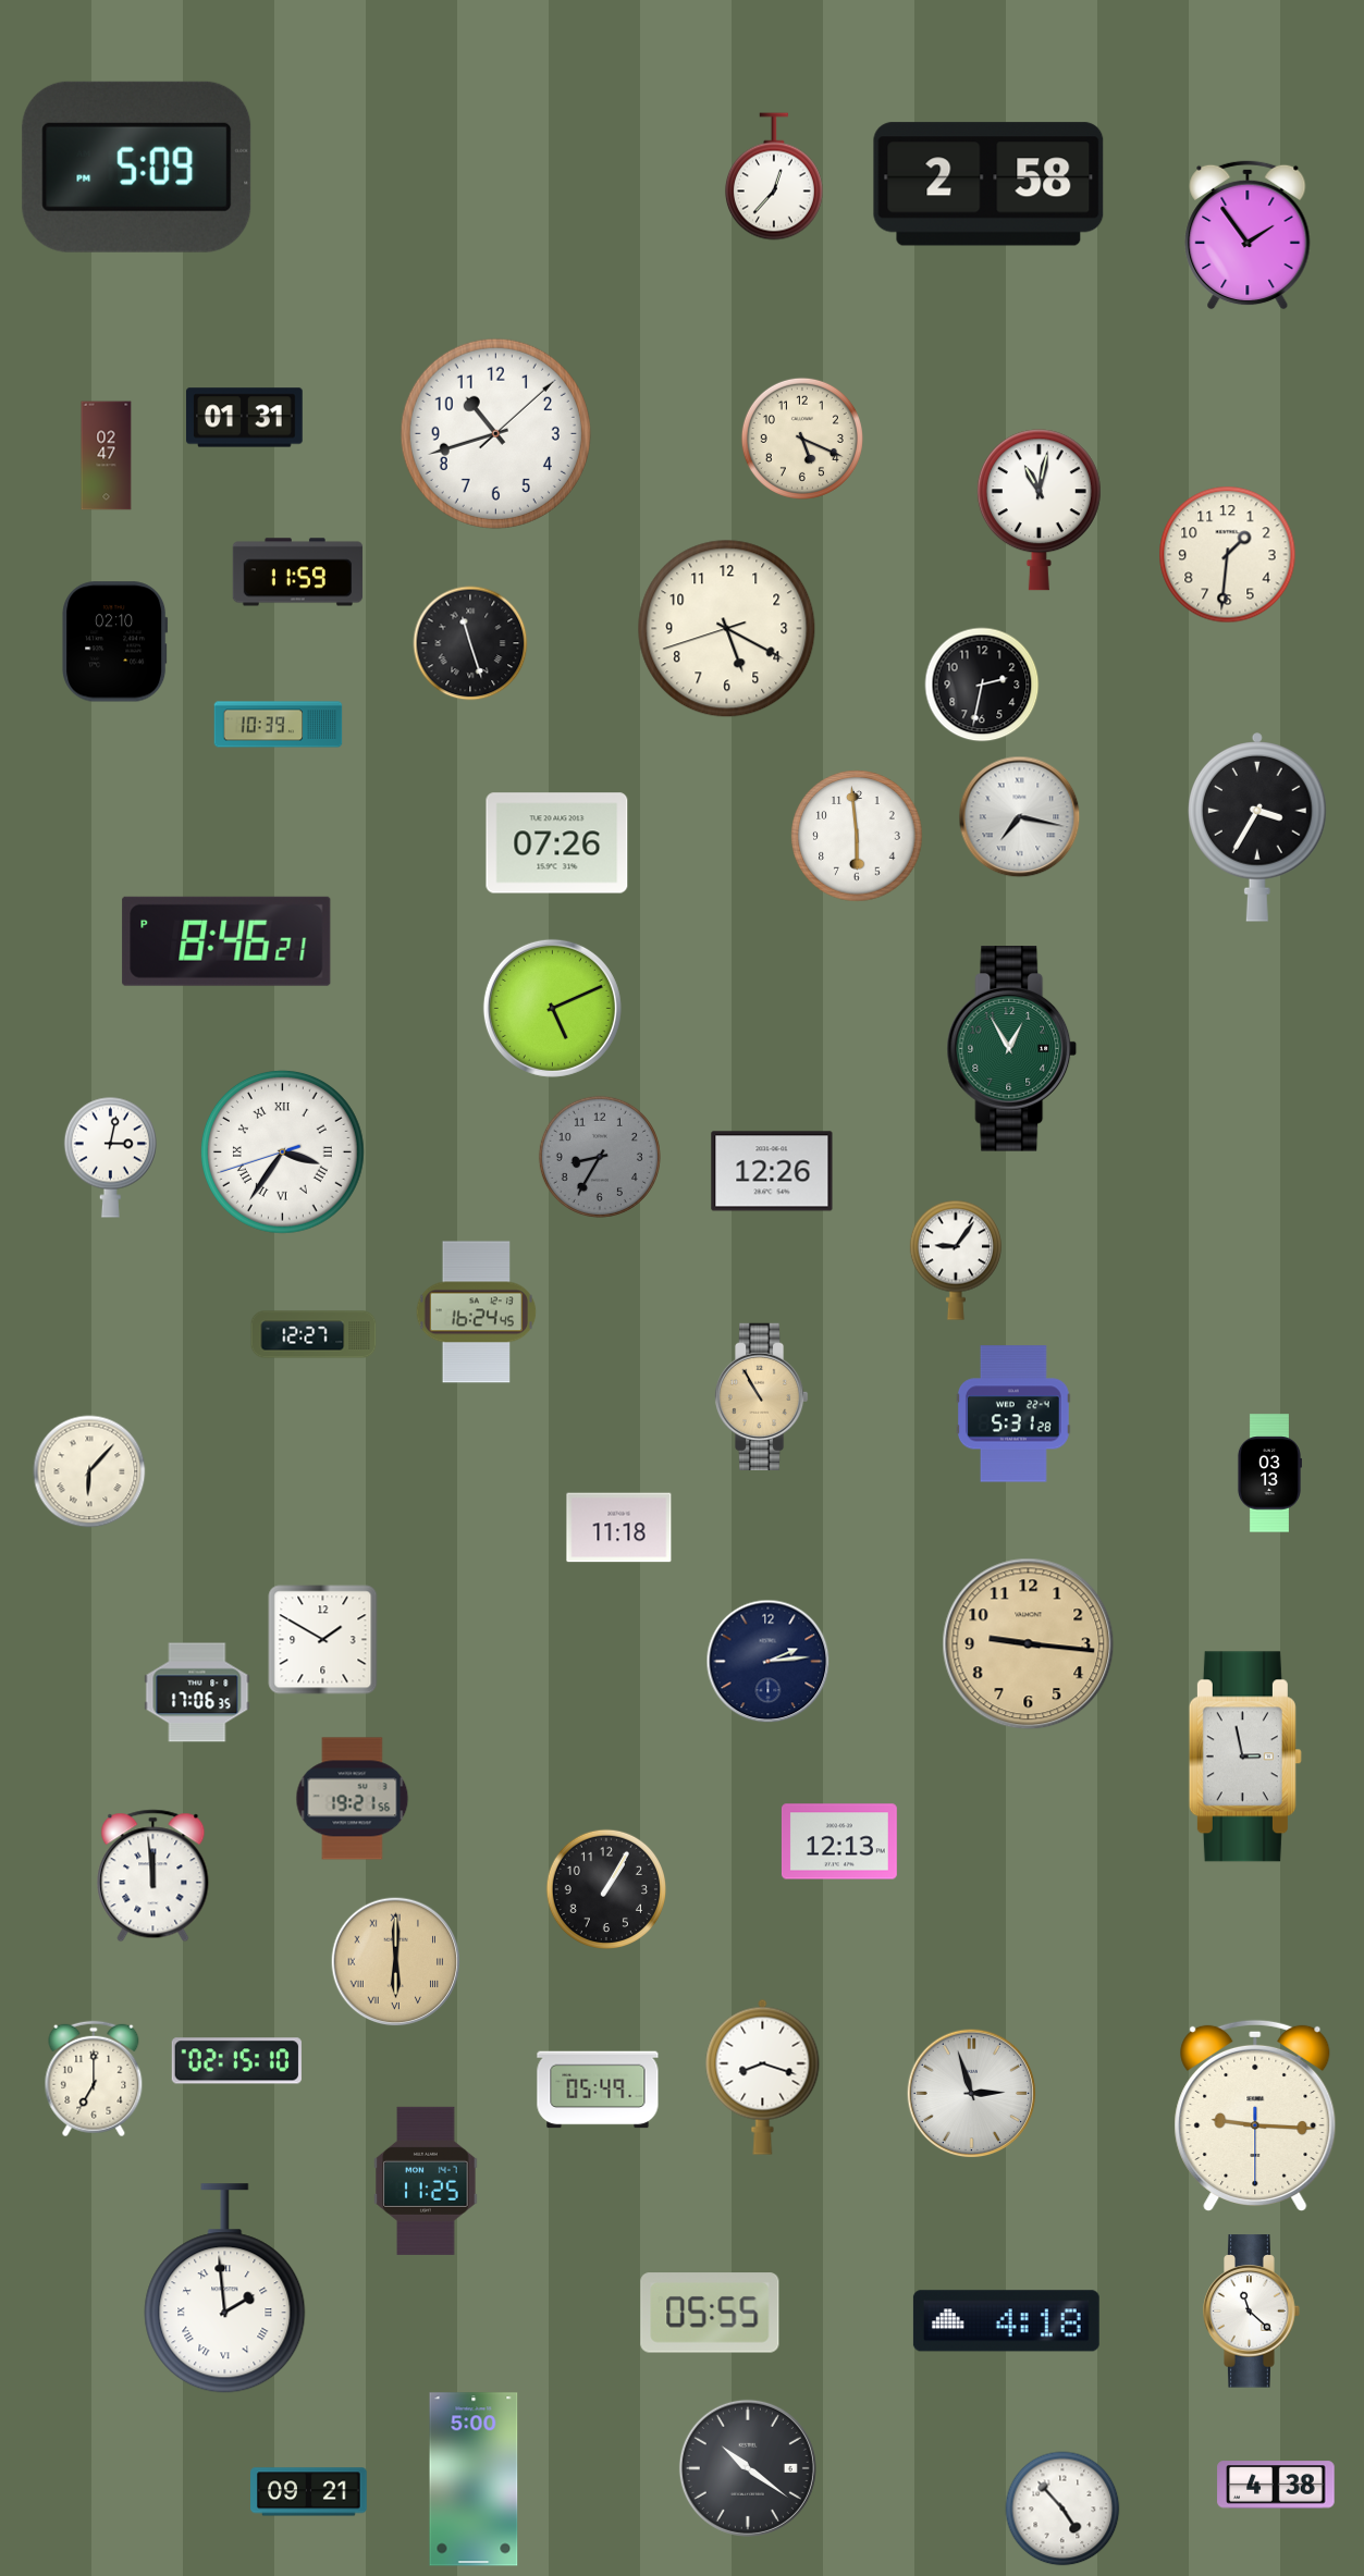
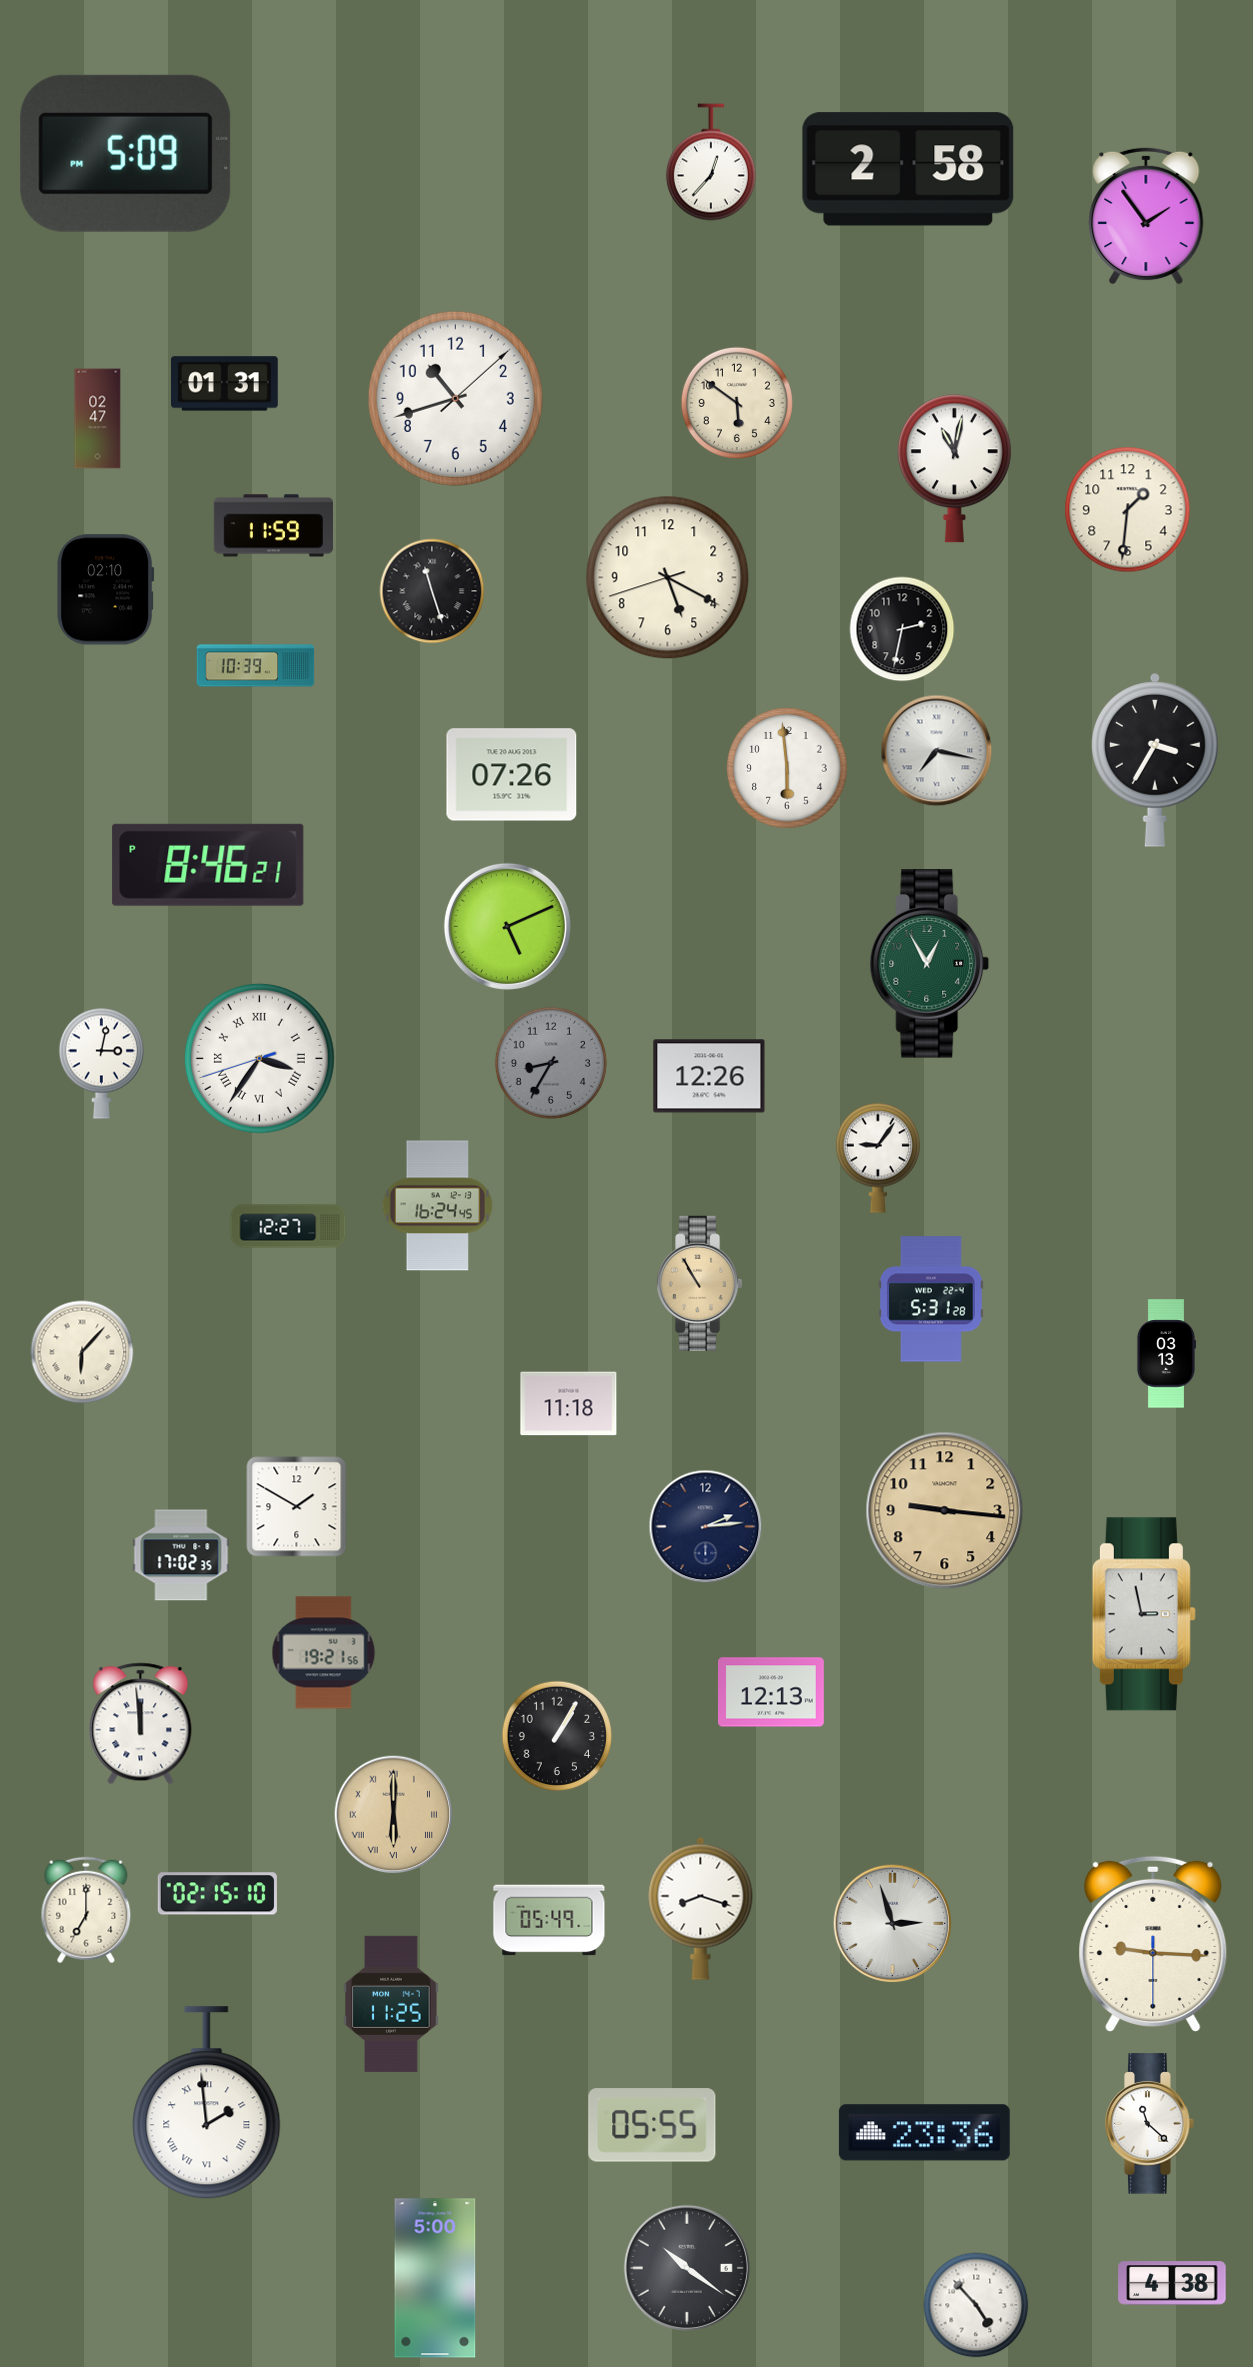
clock at (802, 439): 5:19 -> 5:51
clock at (197, 1692): 17:06 -> 17:02
clock at (396, 1962) position: (396, 1962) -> (394, 1815)
clock at (1006, 2321): 4:18 -> 23:36
clock at (309, 2492): 09:21 -> none
